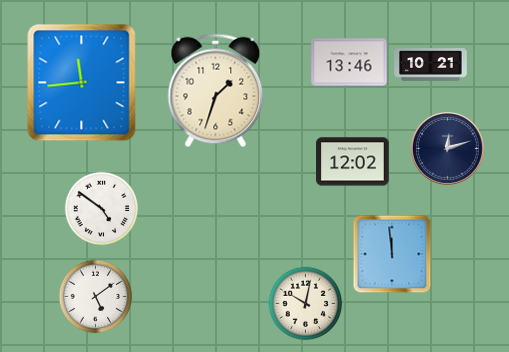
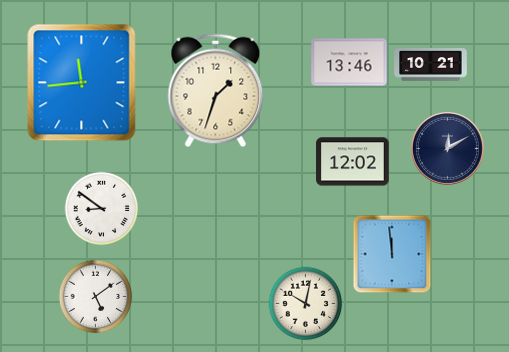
clock at (447, 148): 12:12 -> 12:10
clock at (102, 209): 4:51 -> 8:51
